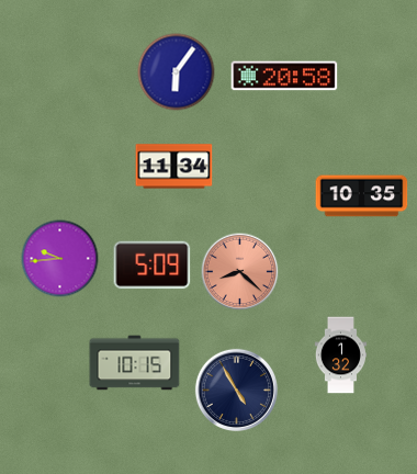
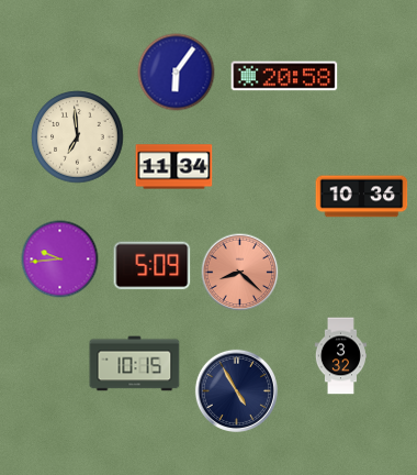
clock at (78, 137): none -> 6:59
clock at (362, 196): 10:35 -> 10:36
clock at (340, 356): 1:32 -> 3:32
